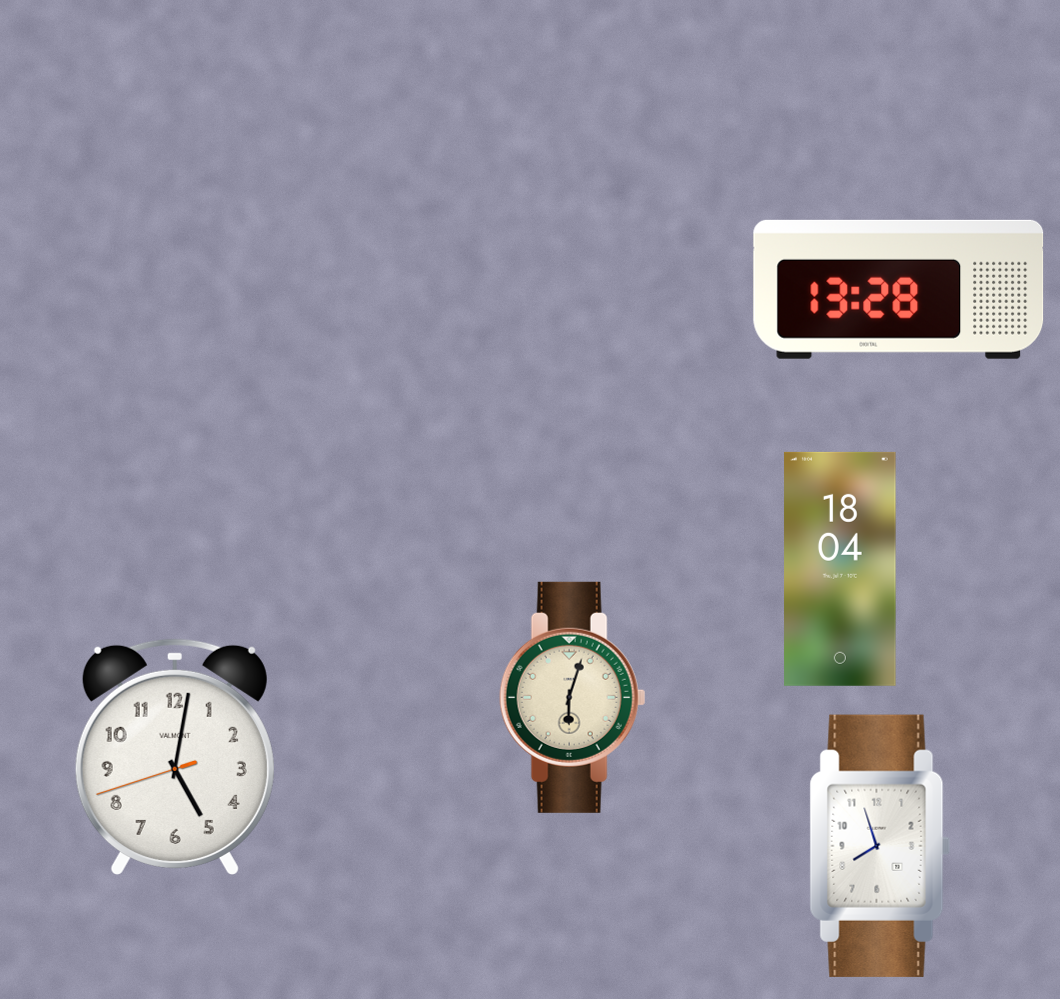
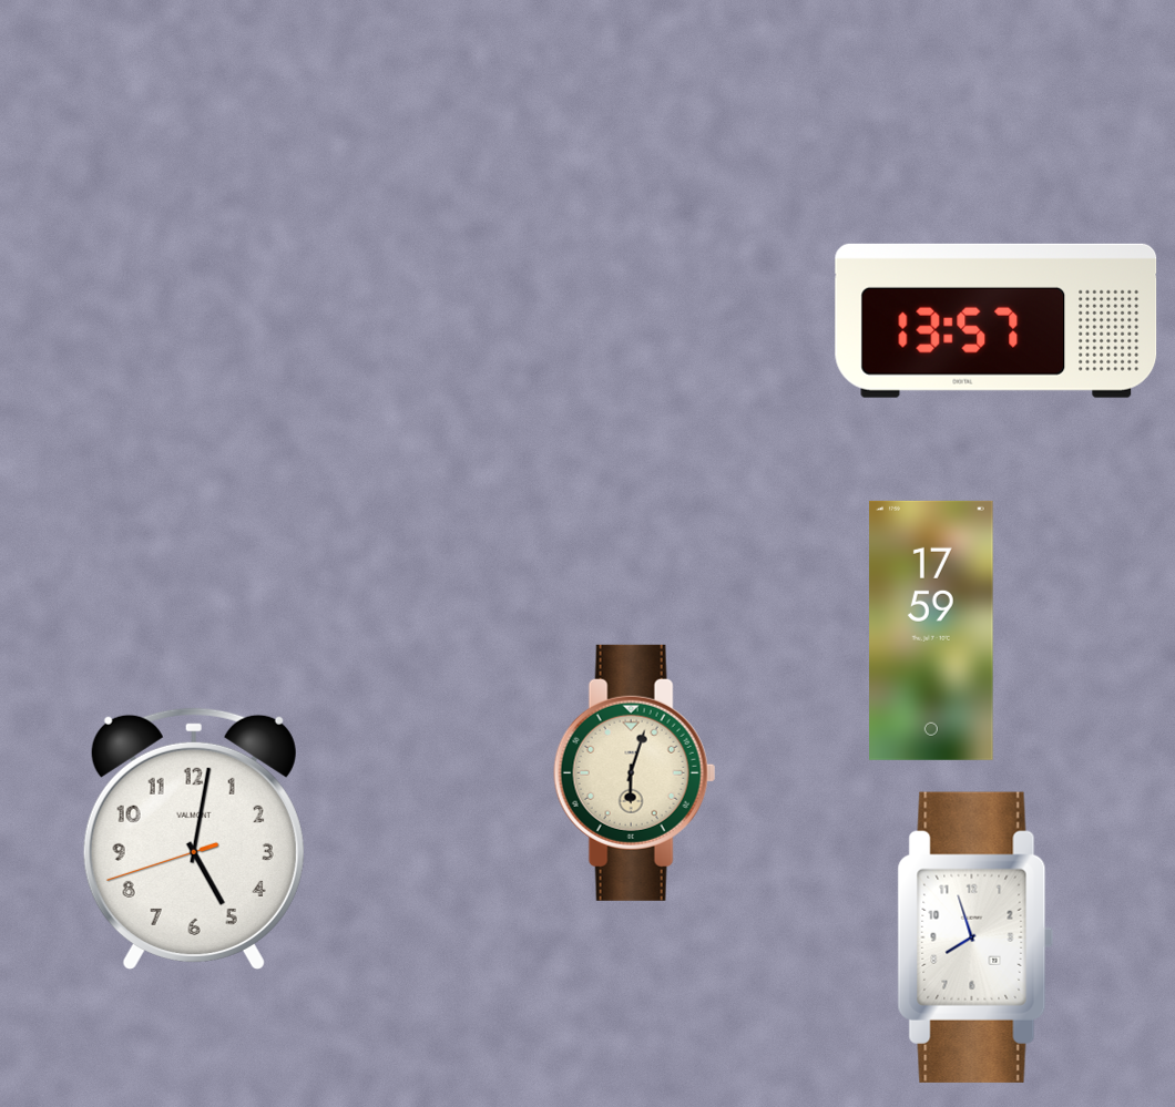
clock at (899, 289): 13:28 -> 13:57
clock at (840, 569): 18:04 -> 17:59
